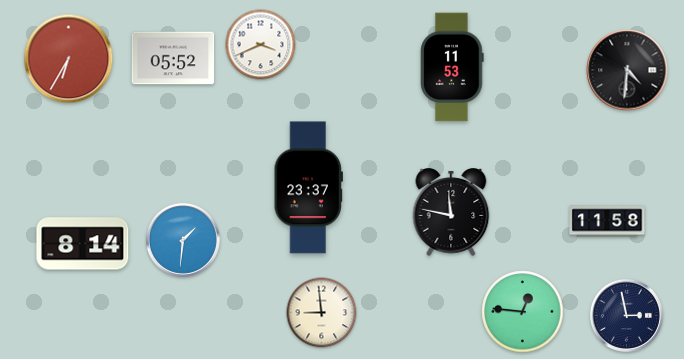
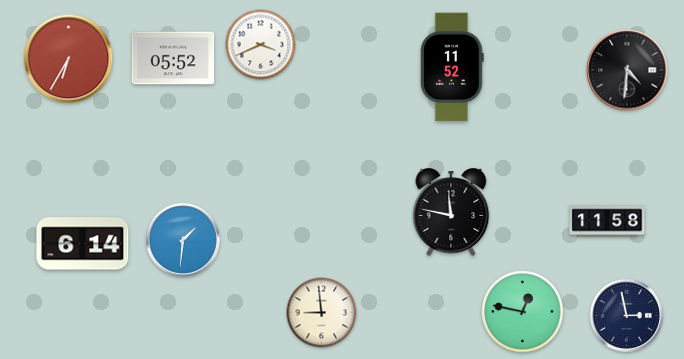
clock at (452, 67): 11:53 -> 11:52
clock at (308, 188): 23:37 -> none
clock at (83, 244): 8:14 -> 6:14
clock at (523, 312): 12:46 -> 12:47
